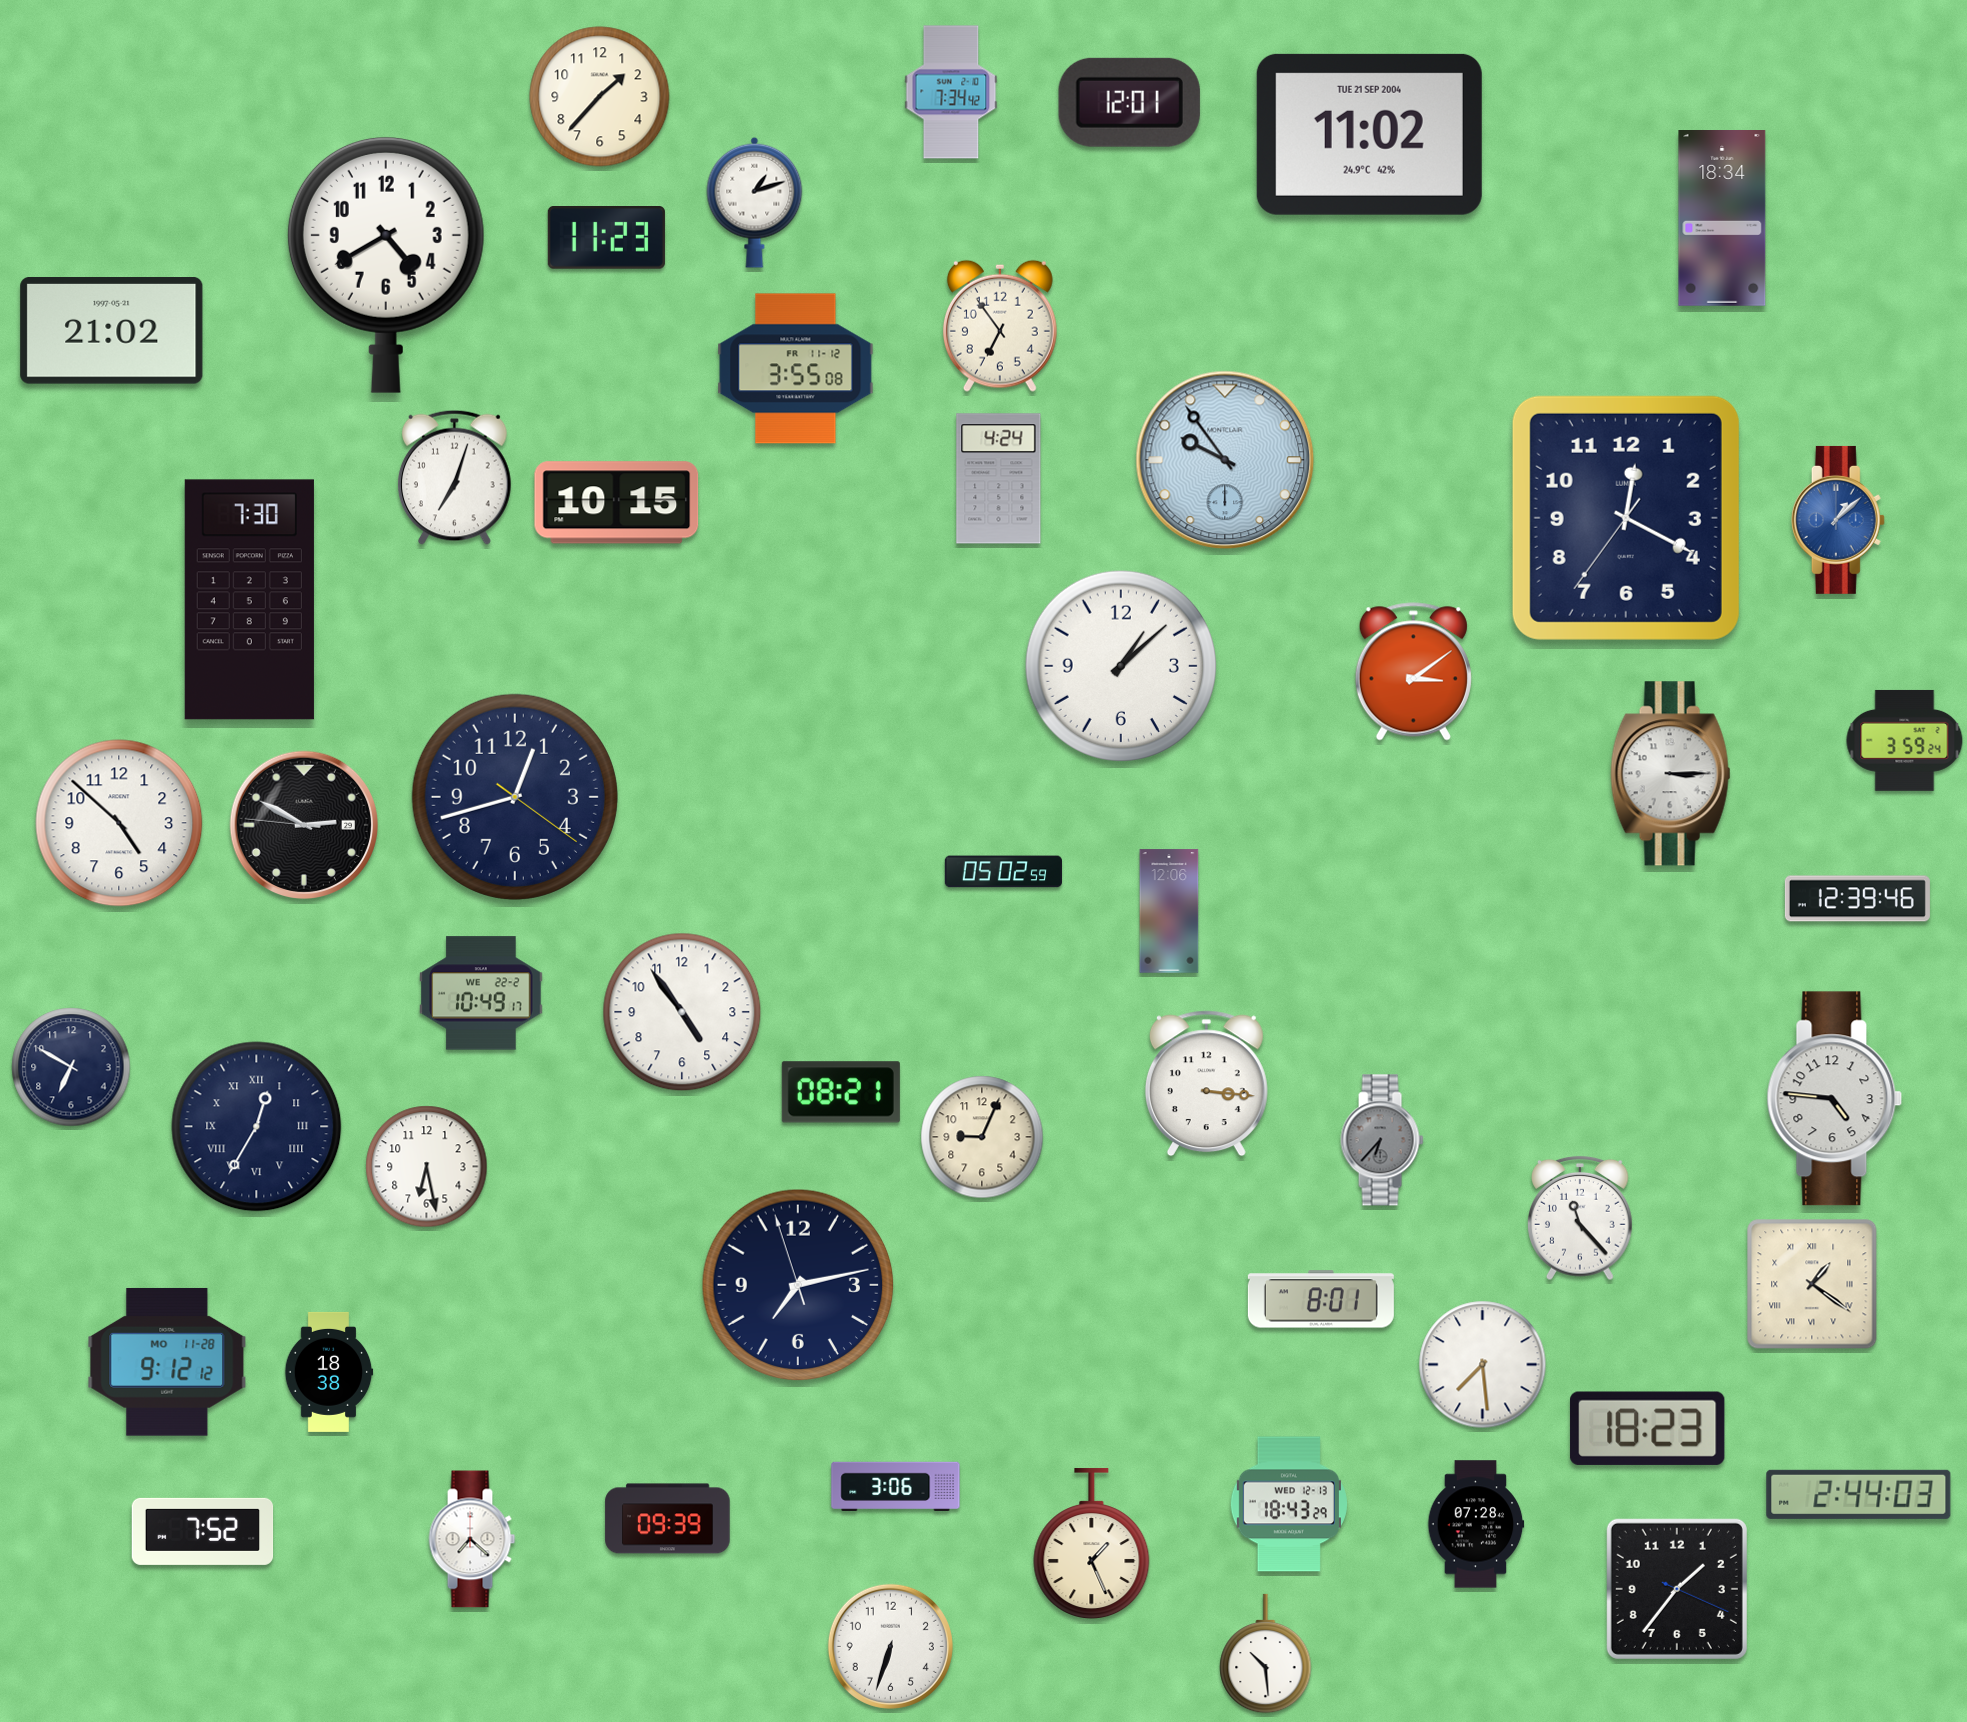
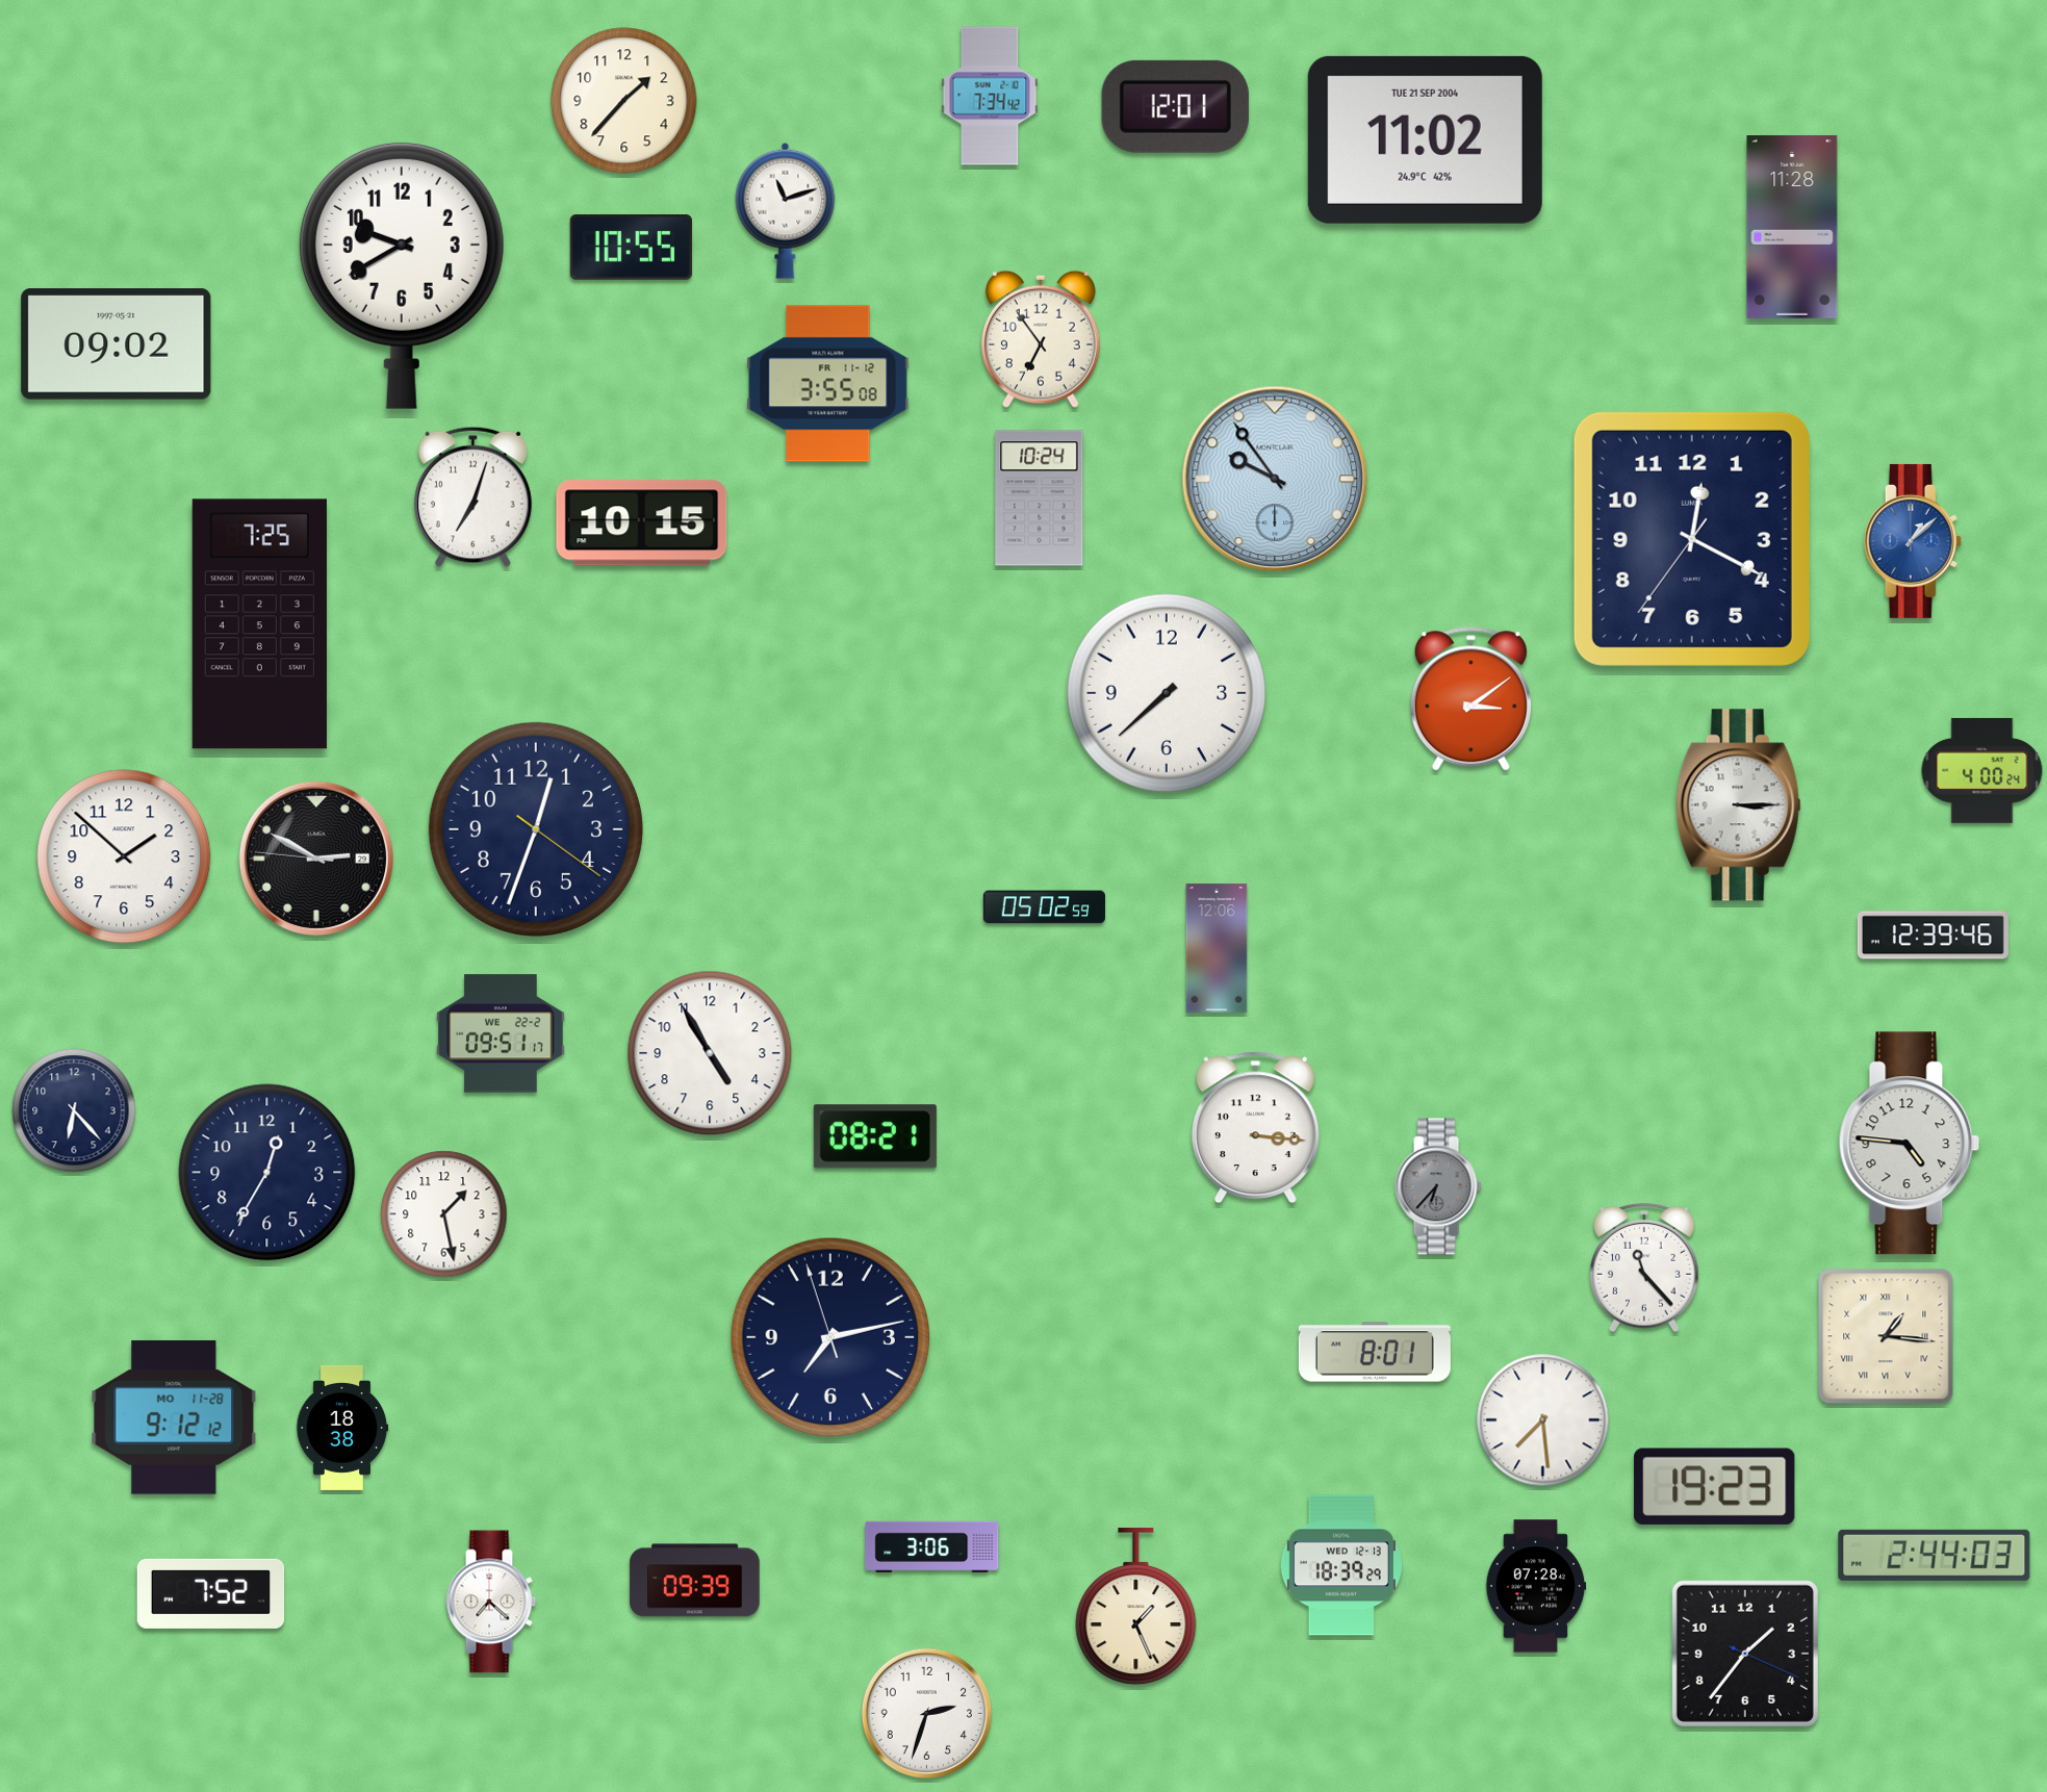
clock at (755, 202): 1:12 -> 11:12
clock at (1722, 219): 18:34 -> 11:28
clock at (606, 238): 11:23 -> 10:55
clock at (386, 264): 4:40 -> 9:40
clock at (112, 331): 21:02 -> 09:02
clock at (999, 479): 4:24 -> 10:24
clock at (249, 600): 7:30 -> 7:25
clock at (1121, 666): 1:08 -> 7:38
clock at (1905, 740): 3:59 -> 4:00
clock at (515, 797): 12:42 -> 12:33
clock at (119, 823): 4:52 -> 1:52
clock at (481, 993): 10:49 -> 09:51
clock at (682, 1012): 4:54 -> 4:55
clock at (71, 1067): 6:50 -> 6:23
clock at (257, 1127) numerals: Roman -> Arabic
clock at (982, 1137): 9:04 -> none
clock at (427, 1167): 6:28 -> 1:28
clock at (1812, 1284): 1:21 -> 1:16
clock at (1648, 1428): 18:23 -> 19:23
clock at (1289, 1504): 18:43 -> 18:39
clock at (890, 1646): 6:33 -> 2:33
clock at (1266, 1654): 10:29 -> none
